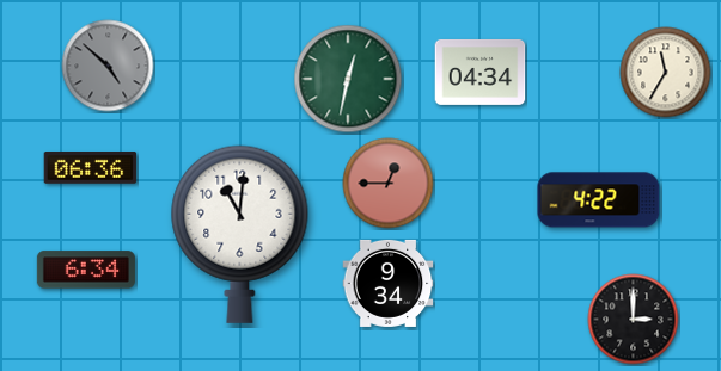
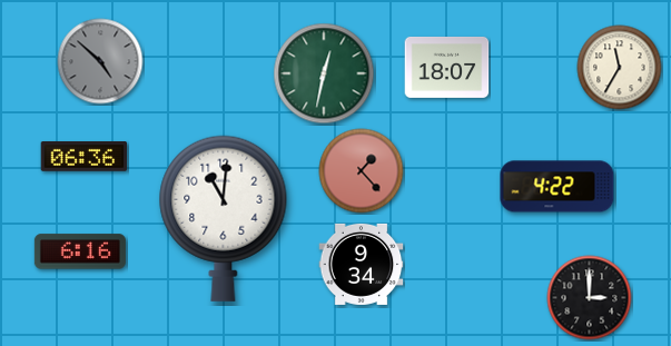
clock at (481, 72): 04:34 -> 18:07
clock at (389, 184): 12:45 -> 1:23
clock at (86, 270): 6:34 -> 6:16
